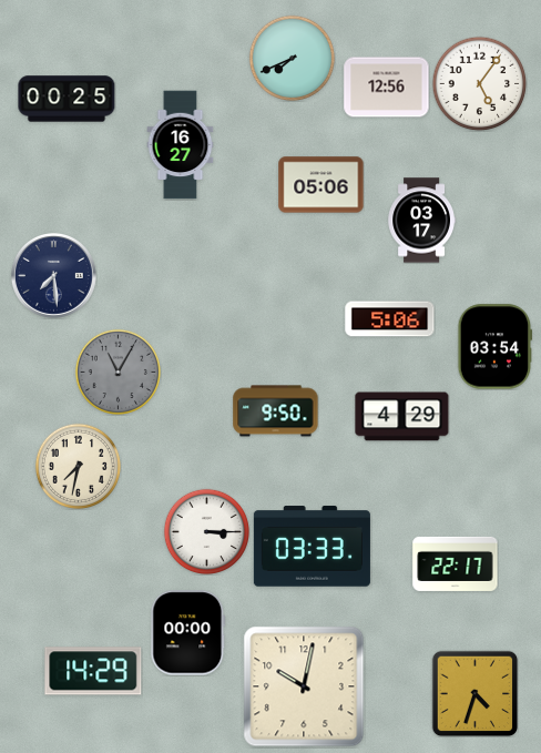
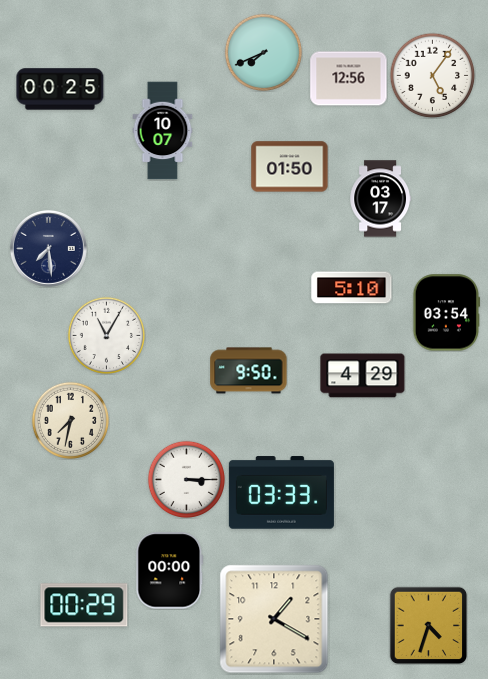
clock at (181, 145): 16:27 -> 10:07
clock at (321, 185): 05:06 -> 01:50
clock at (390, 319): 5:06 -> 5:10
clock at (118, 372) dial: grey -> white
clock at (456, 563): 22:17 -> none
clock at (93, 671): 14:29 -> 00:29
clock at (304, 686): 10:02 -> 1:20
